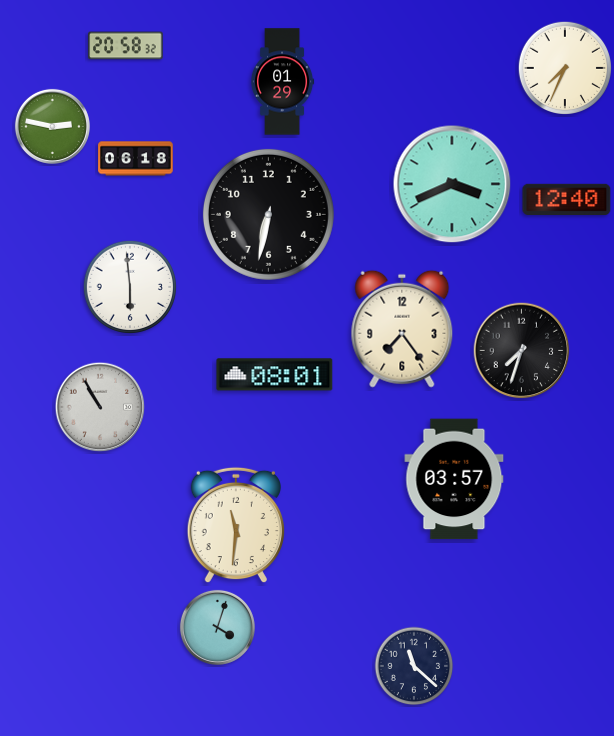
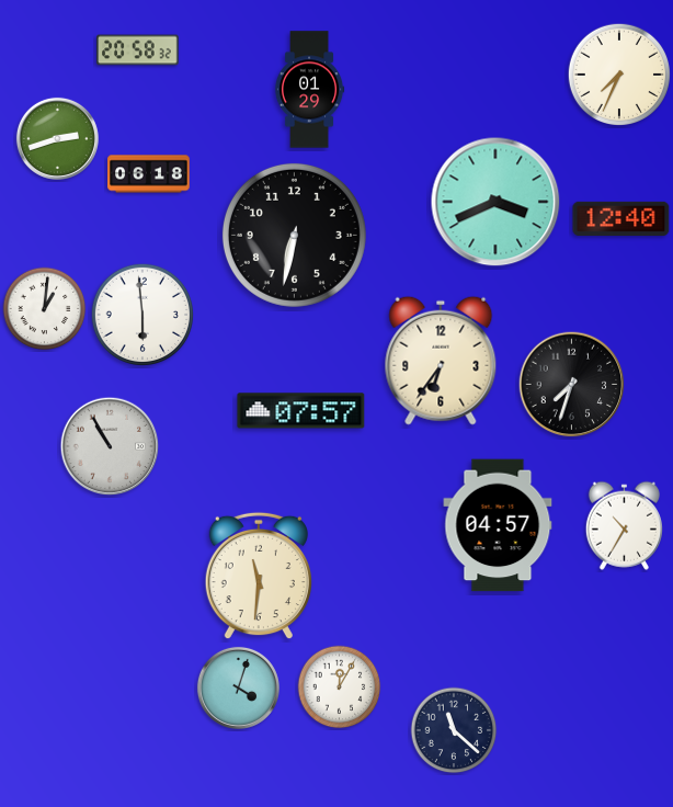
clock at (52, 126): 2:47 -> 2:42
clock at (45, 309): none -> 1:01
clock at (402, 329): 7:24 -> 6:36
clock at (275, 375): 08:01 -> 07:57
clock at (454, 479): 03:57 -> 04:57
clock at (624, 525): none -> 10:35
clock at (340, 687): none -> 12:05
